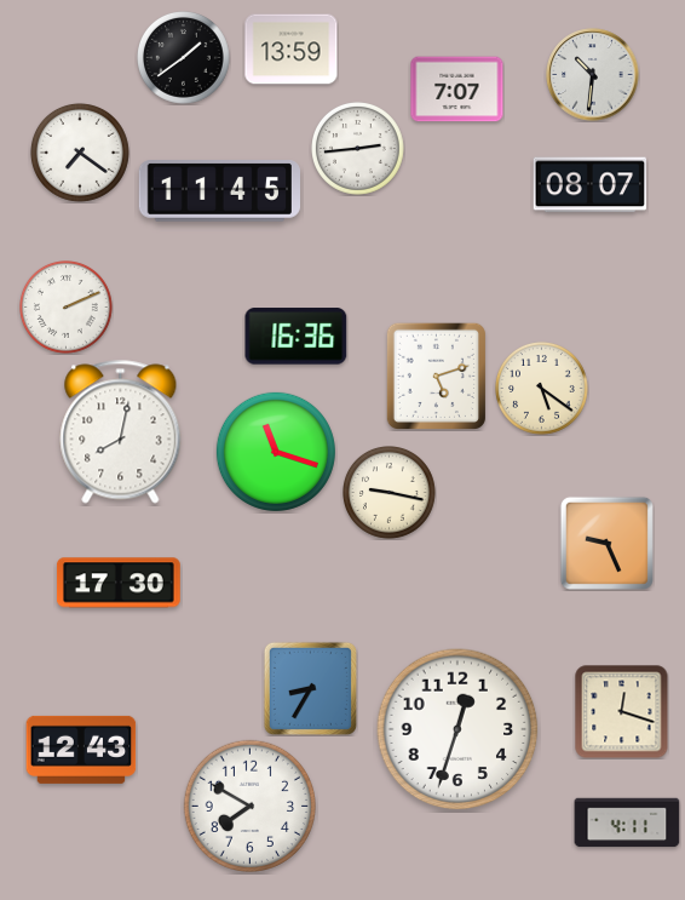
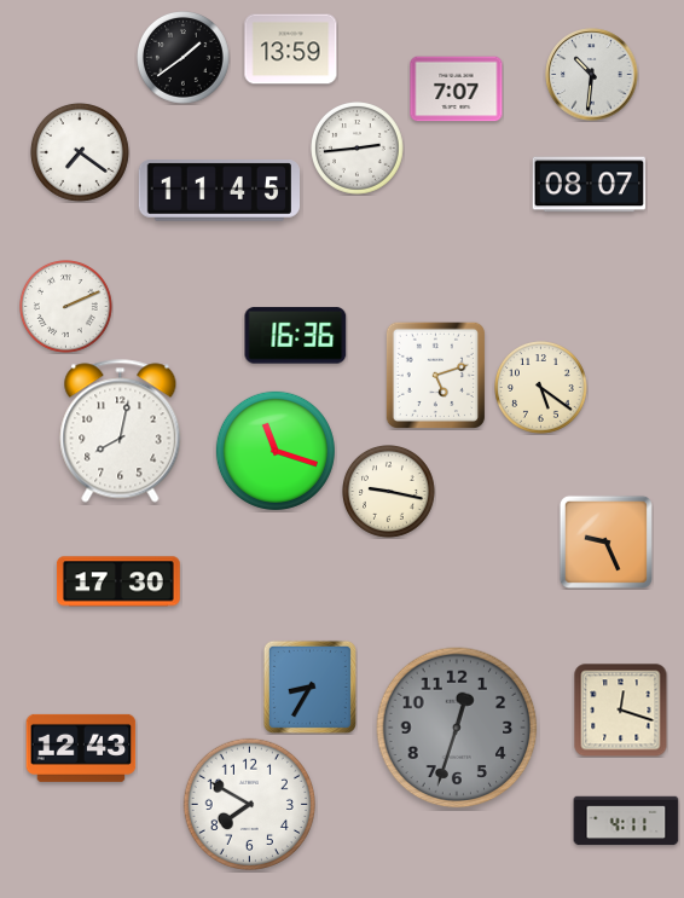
clock at (457, 729) dial: white -> grey
